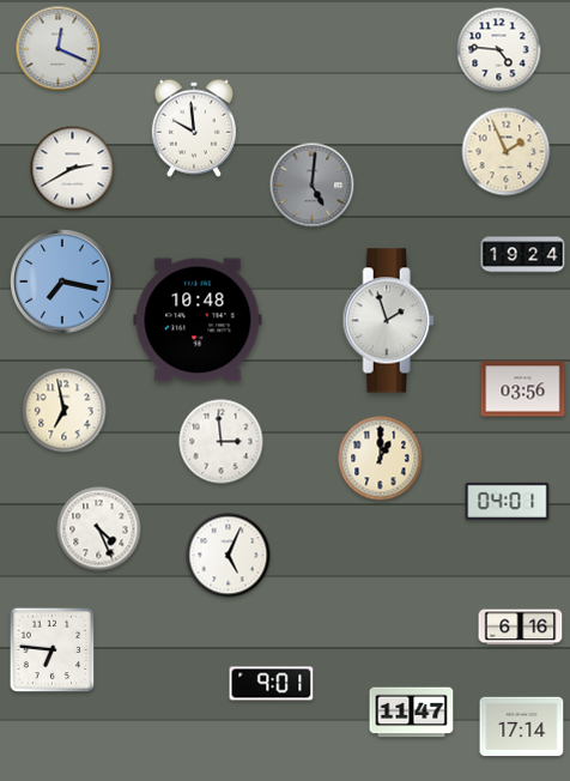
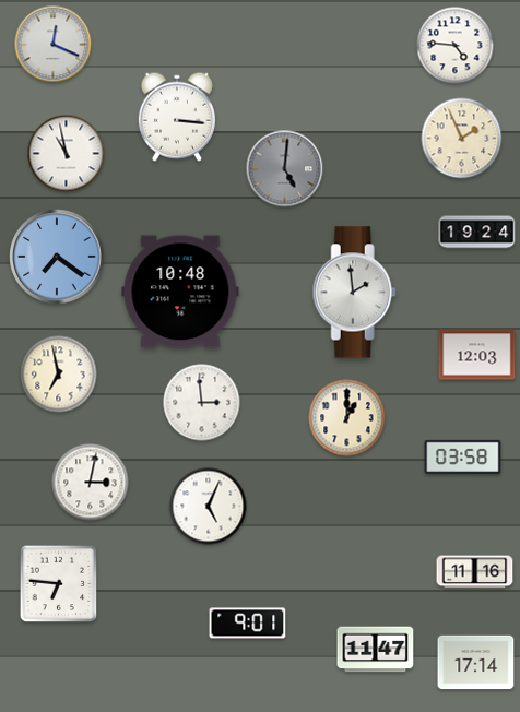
clock at (194, 128): 9:59 -> 3:16
clock at (73, 169): 2:40 -> 10:58
clock at (62, 281): 7:17 -> 7:21
clock at (388, 321): 1:57 -> 1:59
clock at (523, 389): 03:56 -> 12:03
clock at (508, 501): 04:01 -> 03:58
clock at (99, 529): 4:26 -> 3:02
clock at (521, 628): 6:16 -> 11:16
clock at (53, 650) position: (53, 650) -> (59, 584)
